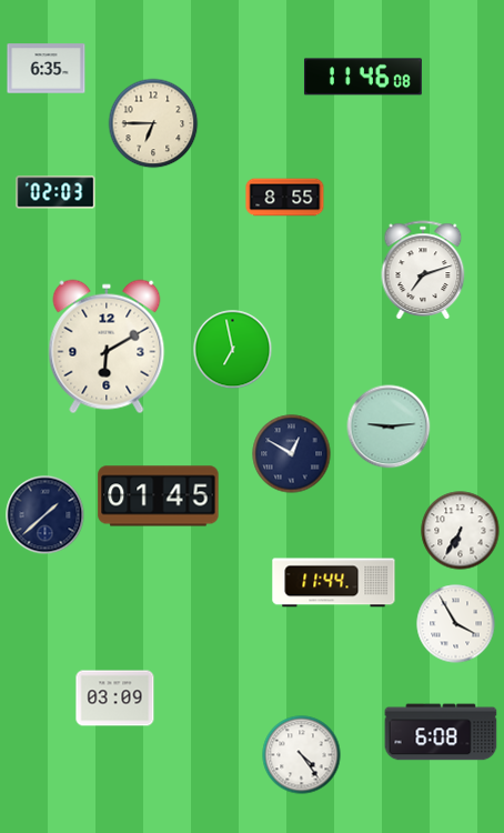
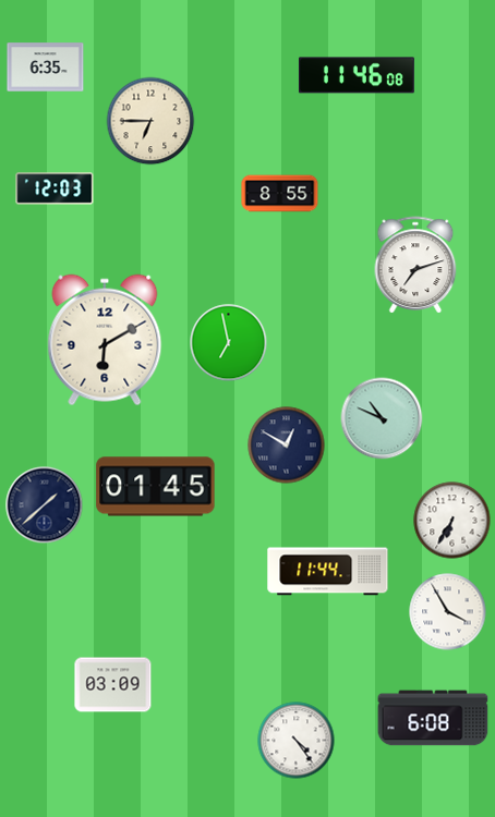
clock at (56, 192): 02:03 -> 12:03
clock at (389, 426): 9:14 -> 10:49
